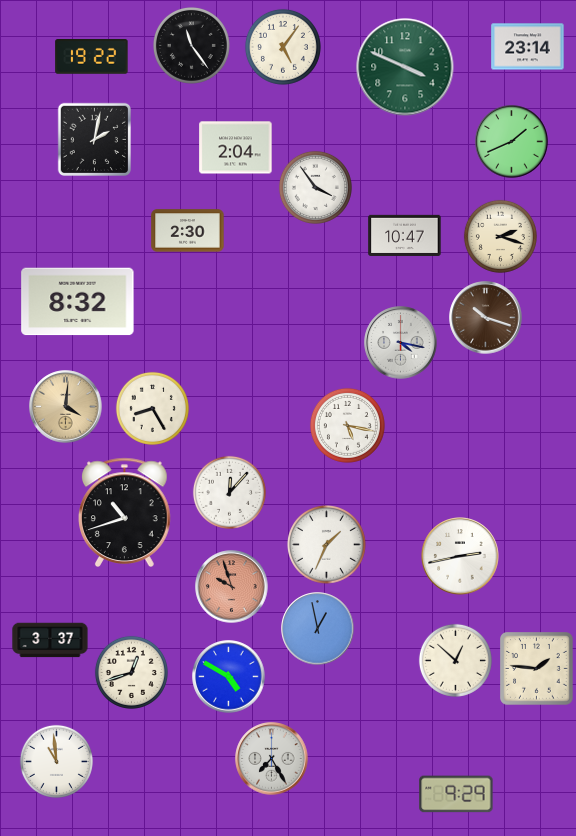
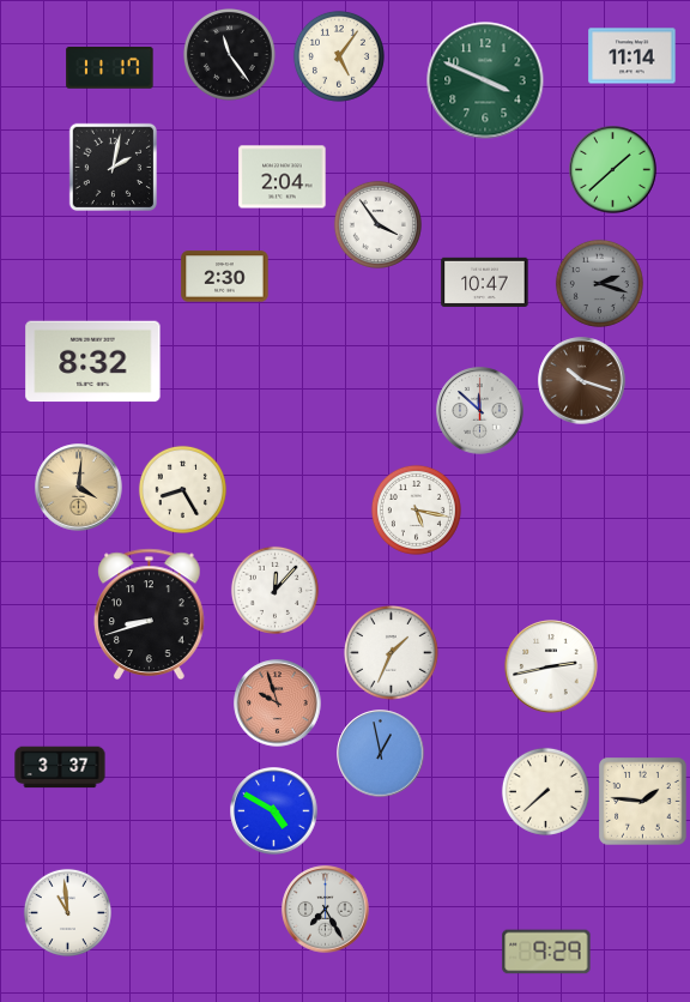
clock at (528, 47): 23:14 -> 11:14
clock at (92, 57): 19:22 -> 11:17
clock at (512, 142): 1:41 -> 1:38
clock at (500, 236) dial: cream -> grey
clock at (401, 343): 4:17 -> 11:52
clock at (125, 512): 10:42 -> 8:42
clock at (455, 660): 12:52 -> 7:38
clock at (131, 672): 12:42 -> none
